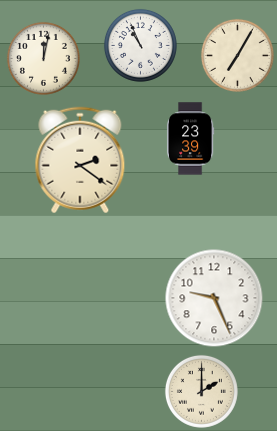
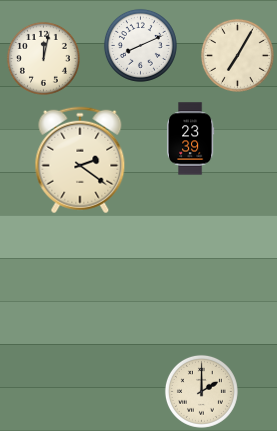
clock at (140, 45): 10:56 -> 8:11
clock at (214, 298): 9:26 -> none
